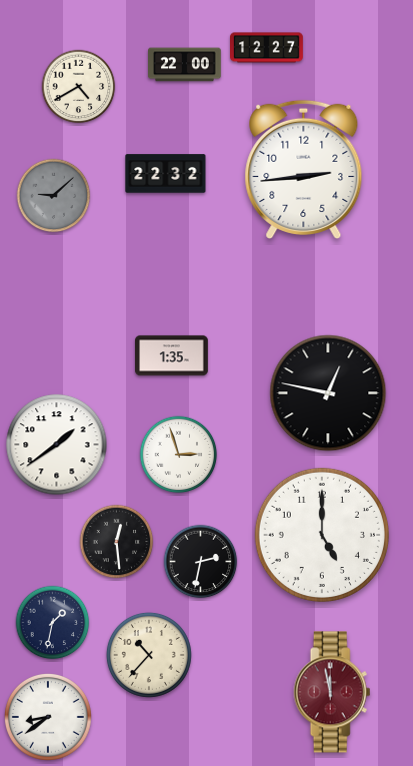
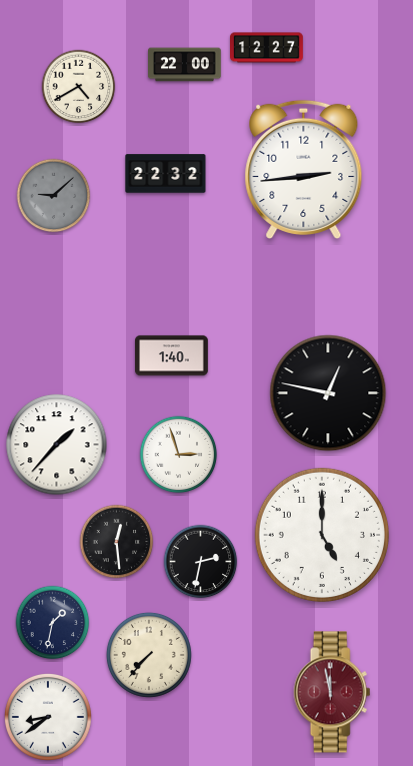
clock at (172, 356): 1:35 -> 1:40
clock at (57, 445): 1:39 -> 1:37
clock at (149, 655): 10:37 -> 7:37
